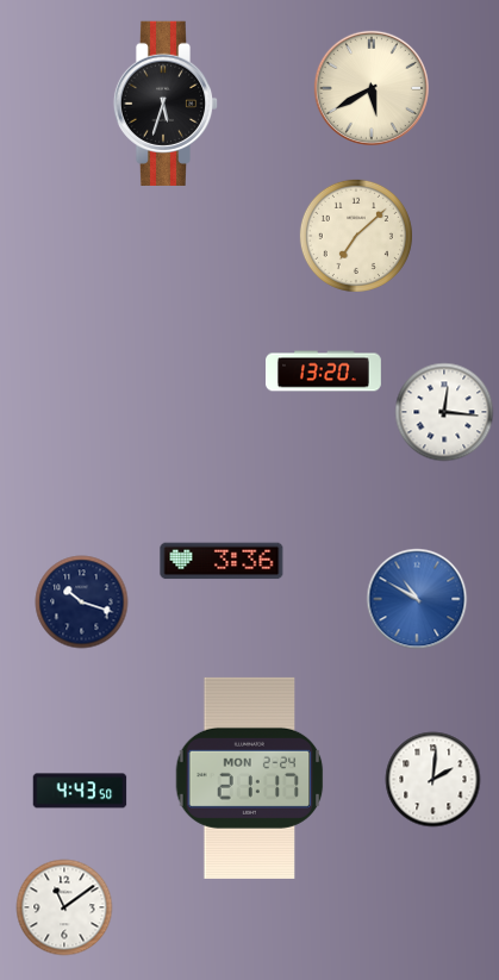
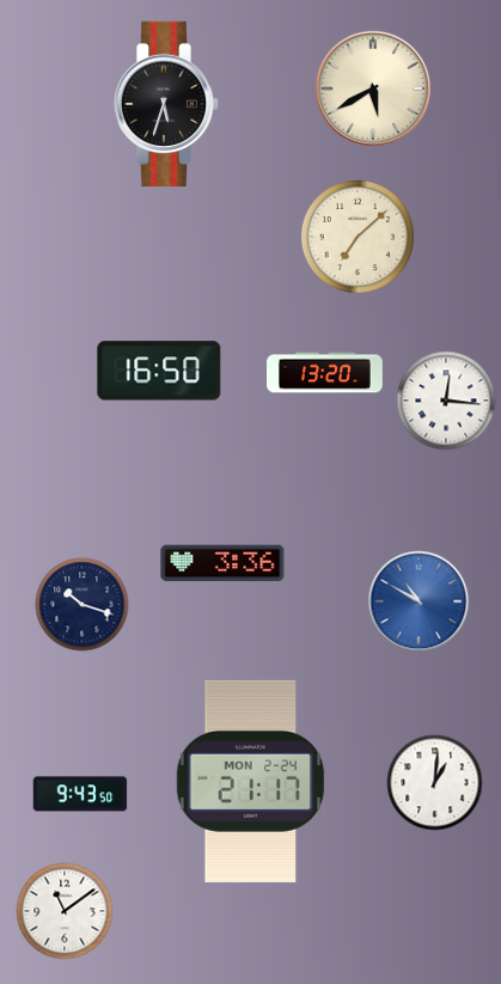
clock at (159, 371): none -> 16:50
clock at (444, 412) position: (444, 412) -> (446, 401)
clock at (433, 780): 2:01 -> 1:01
clock at (80, 791): 4:43 -> 9:43
